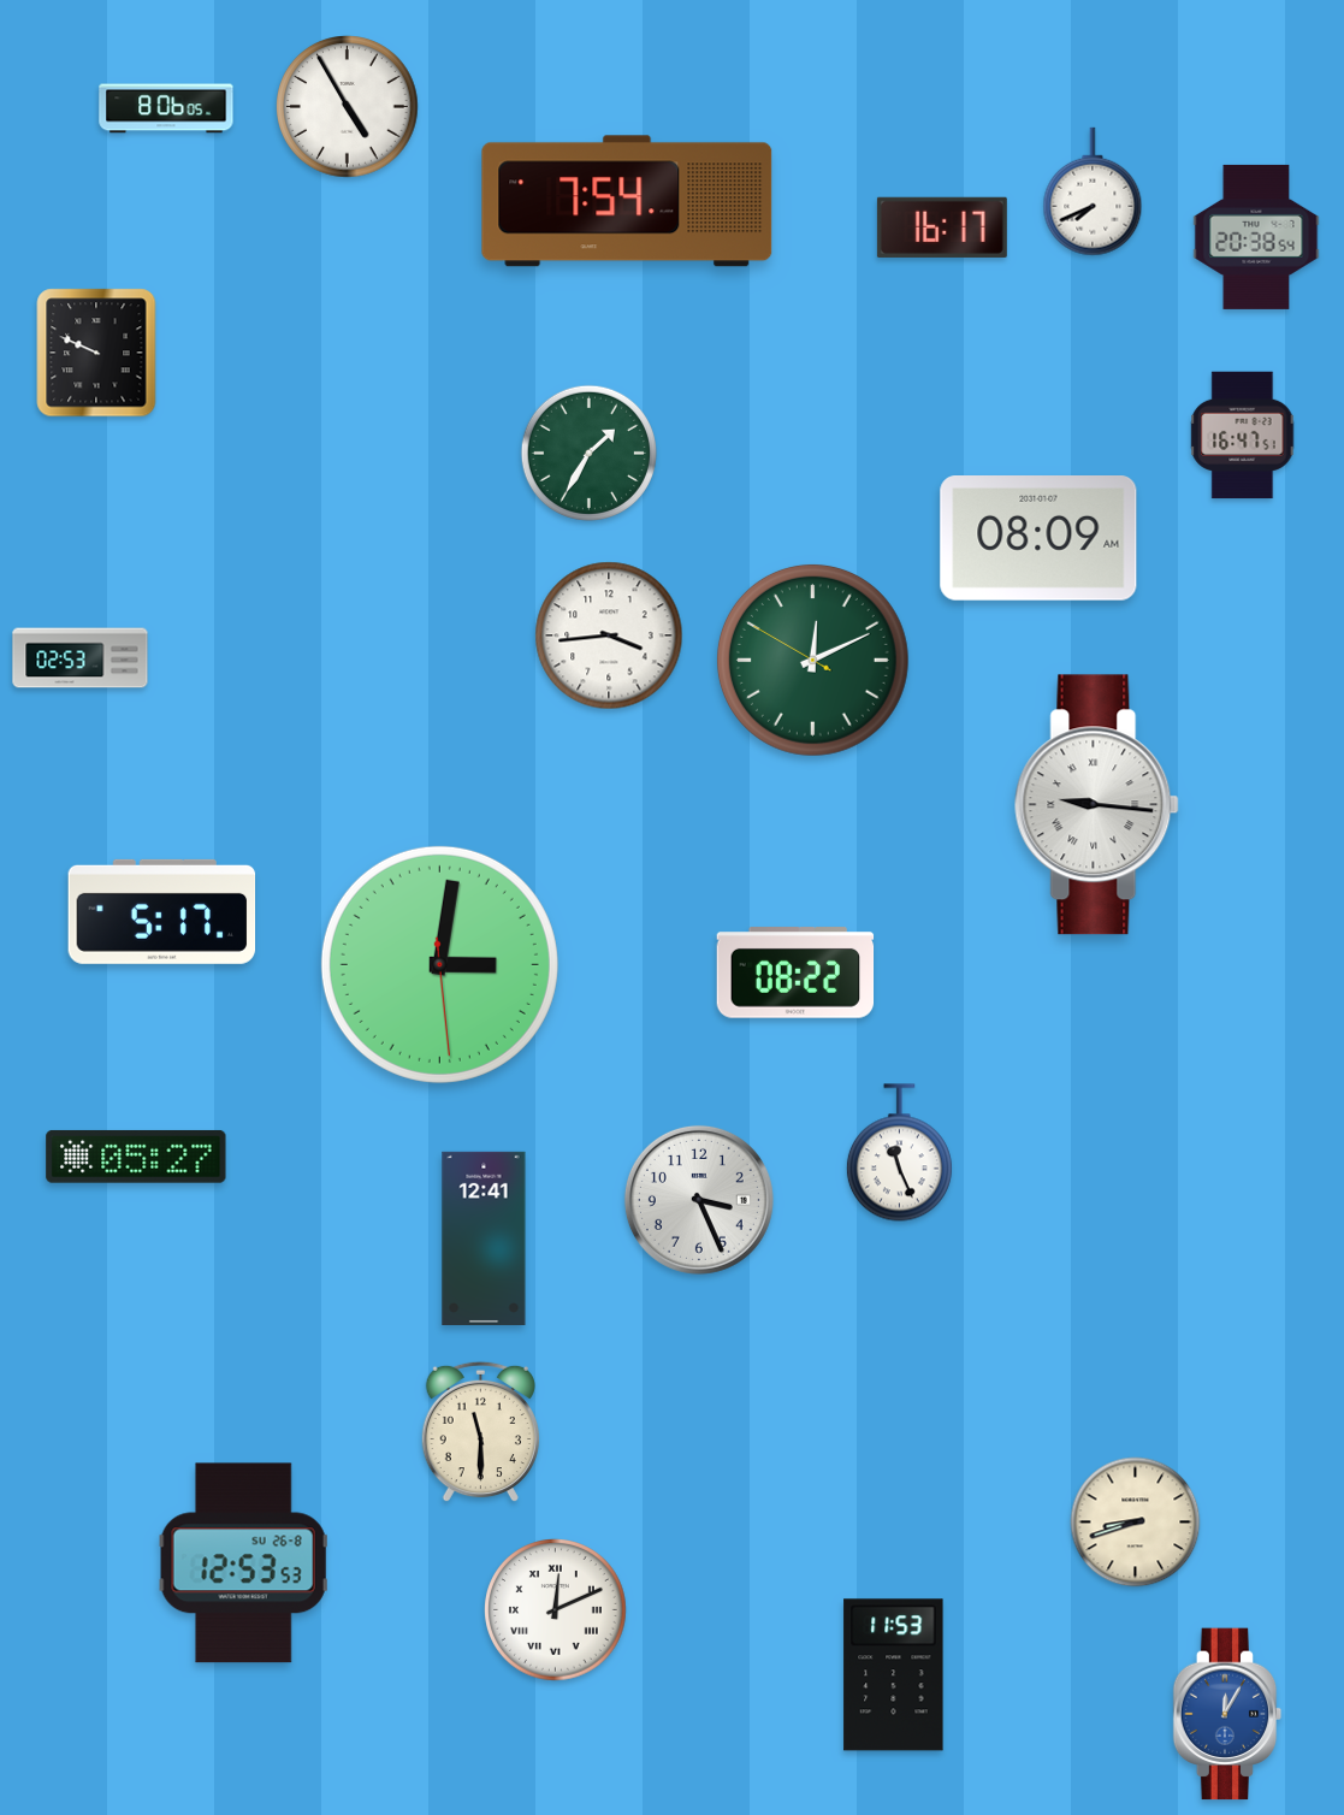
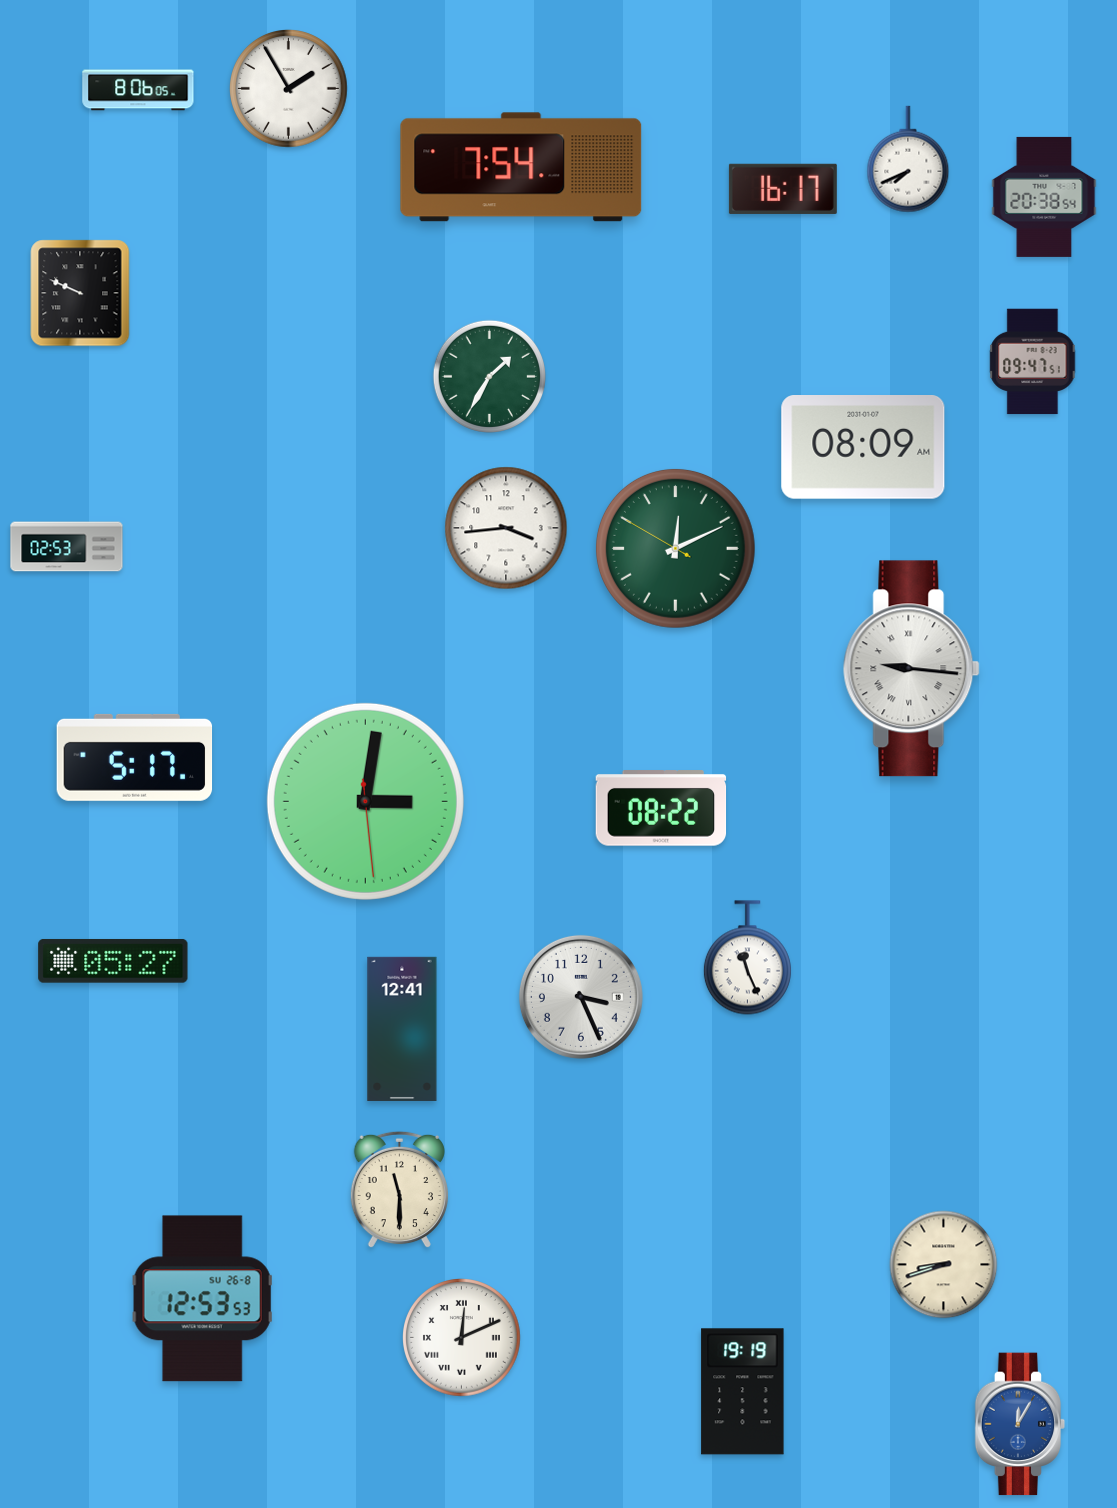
clock at (348, 107): 4:55 -> 1:55
clock at (1243, 436): 16:47 -> 09:47
clock at (894, 1675): 11:53 -> 19:19
